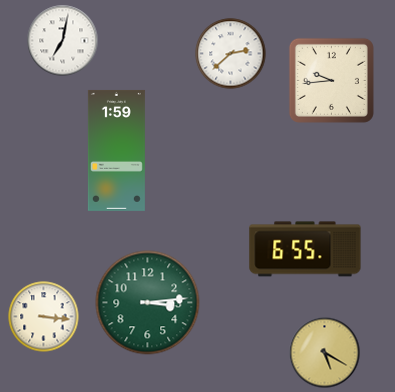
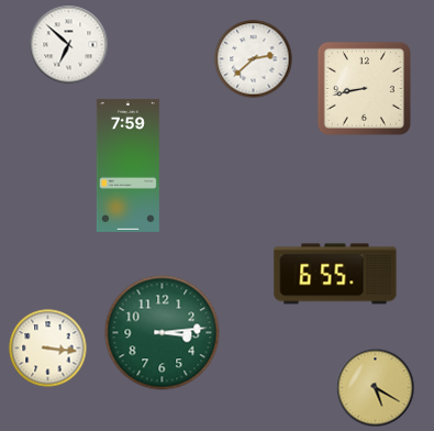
clock at (63, 41): 7:02 -> 6:52
clock at (331, 80): 9:44 -> 8:43
clock at (116, 150): 1:59 -> 7:59
clock at (325, 353) position: (325, 353) -> (376, 388)
